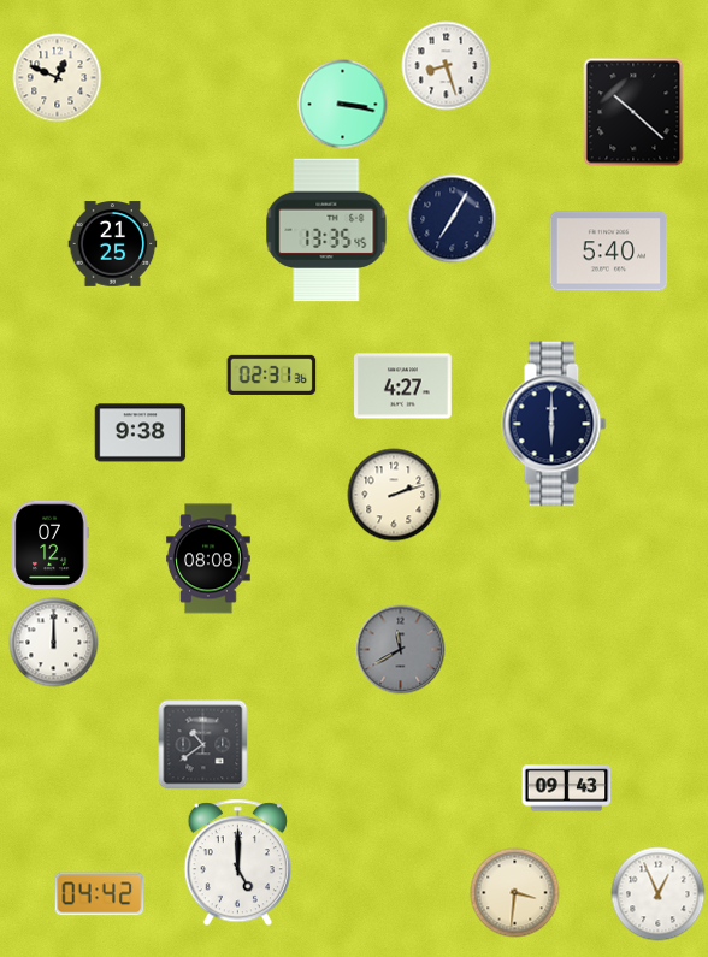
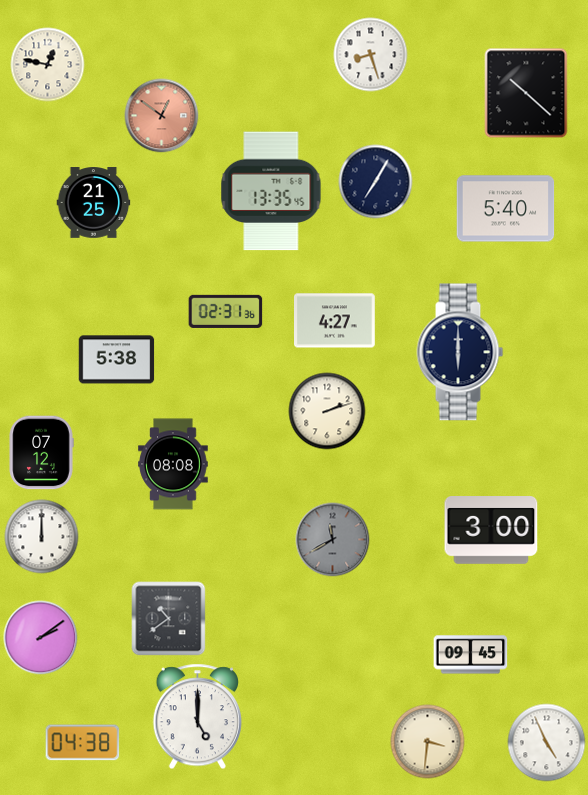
clock at (58, 78): 12:49 -> 12:47
clock at (343, 105): 3:17 -> none
clock at (162, 116): none -> 12:51
clock at (141, 433): 9:38 -> 5:38
clock at (491, 531): none -> 3:00
clock at (54, 643) position: (54, 643) -> (42, 537)
clock at (41, 638): none -> 2:09
clock at (567, 788): 09:43 -> 09:45
clock at (100, 894): 04:42 -> 04:38
clock at (659, 894): 12:56 -> 4:56
